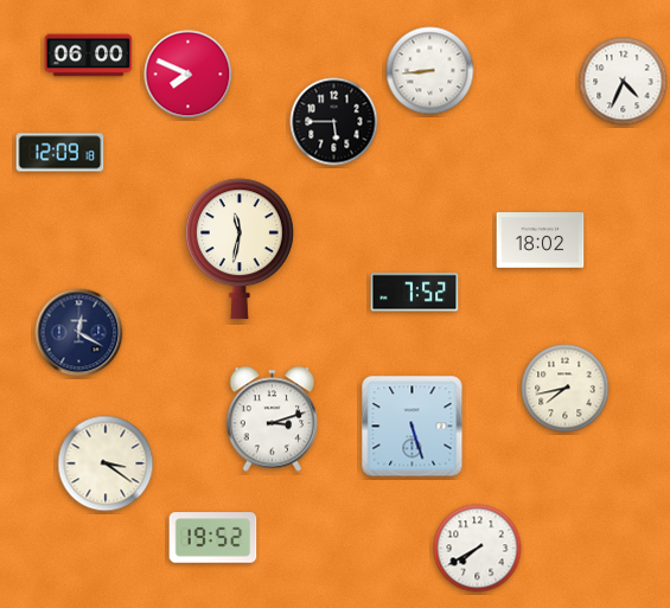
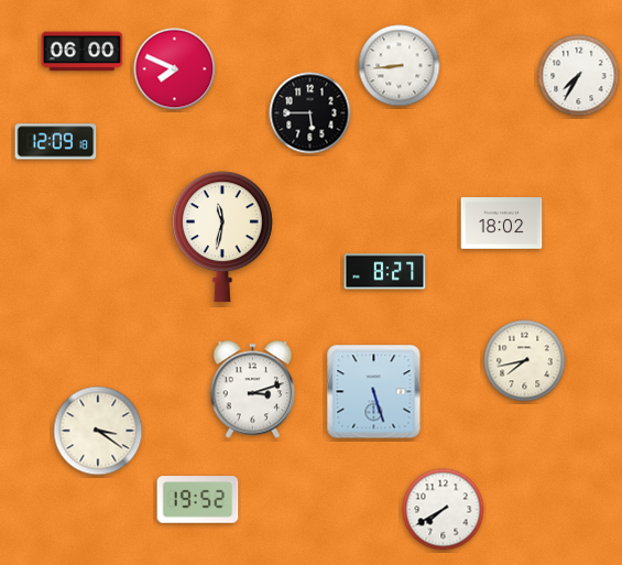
clock at (624, 82): 4:34 -> 7:35
clock at (240, 249) position: (240, 249) -> (222, 237)
clock at (415, 293): 7:52 -> 8:27
clock at (79, 333): 12:20 -> none
clock at (413, 427) position: (413, 427) -> (374, 392)
